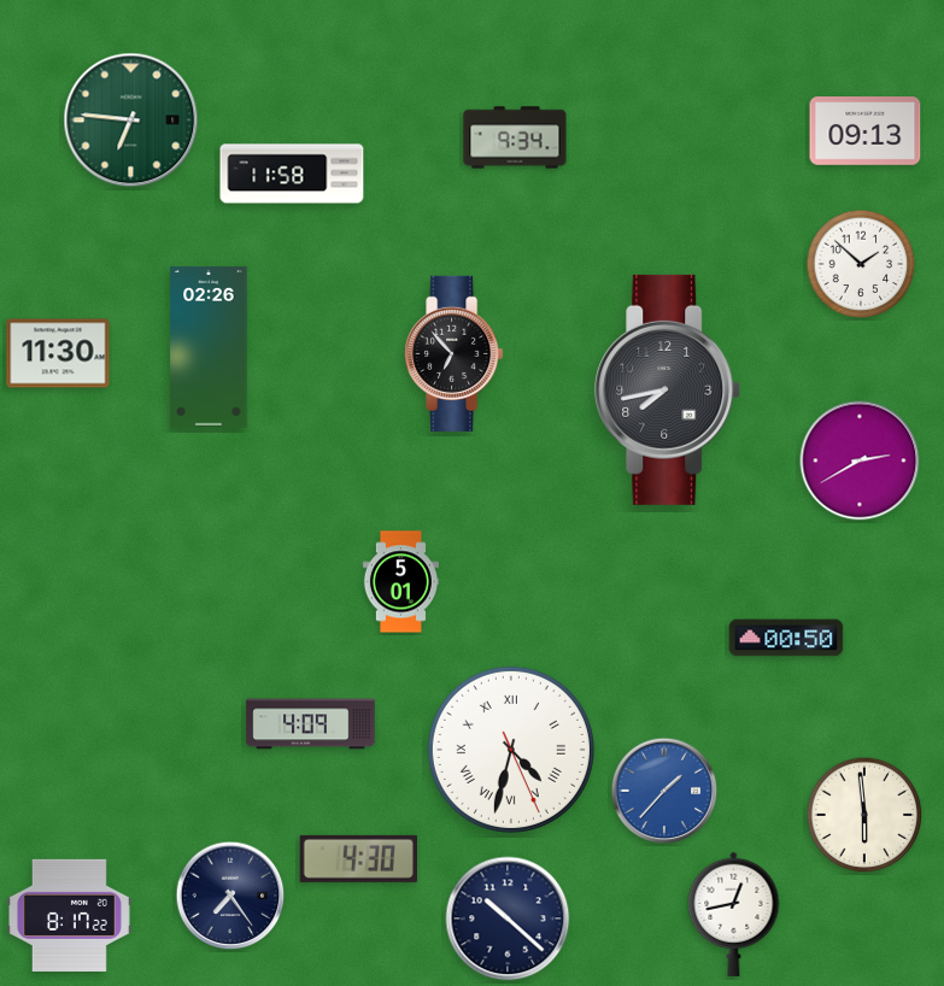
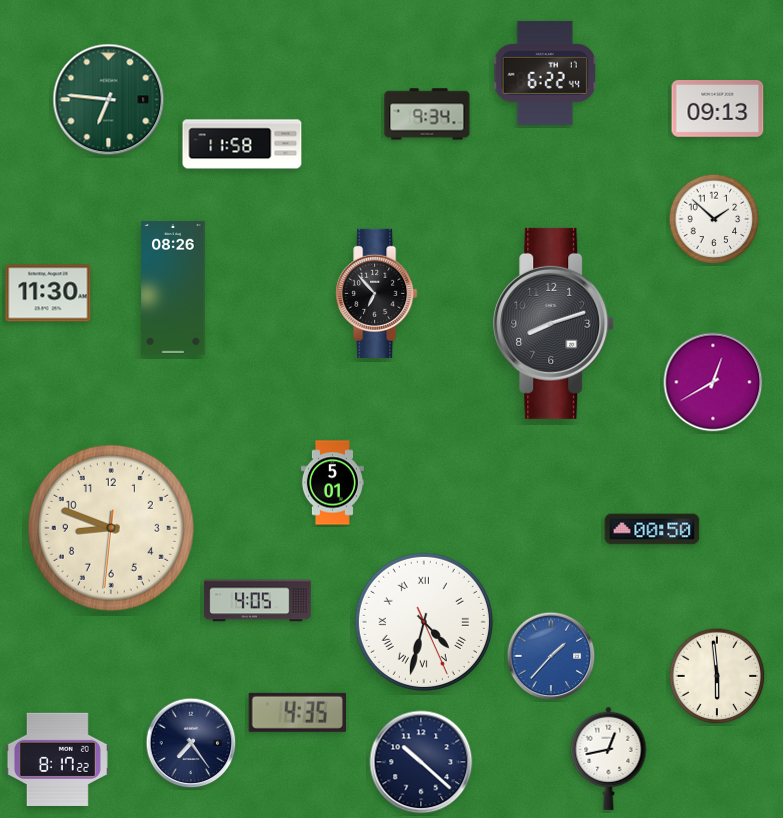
clock at (545, 73): none -> 6:22
clock at (209, 347): 02:26 -> 08:26
clock at (668, 389): 7:43 -> 8:12
clock at (860, 460): 2:40 -> 12:40
clock at (111, 528): none -> 8:48
clock at (311, 724): 4:09 -> 4:05
clock at (358, 858): 4:30 -> 4:35
